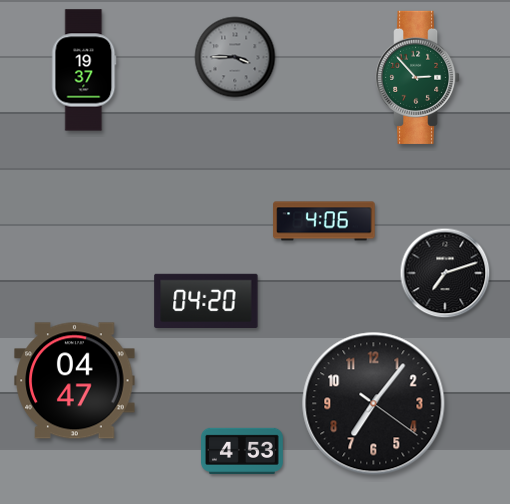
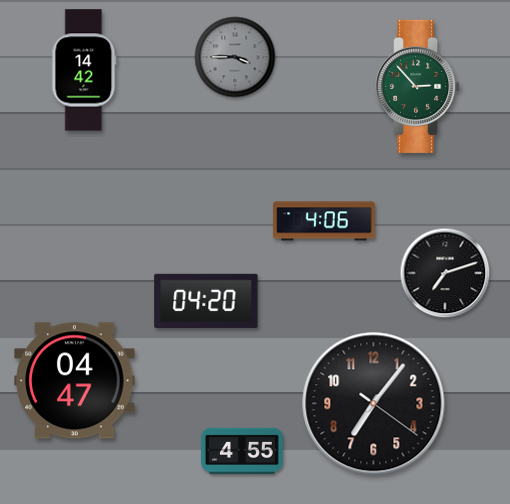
clock at (84, 70): 19:37 -> 14:42
clock at (419, 77) position: (419, 77) -> (419, 86)
clock at (243, 451): 4:53 -> 4:55
